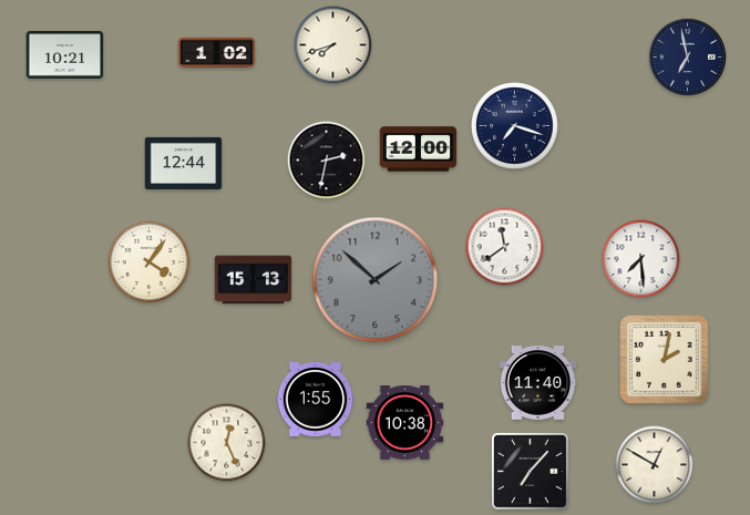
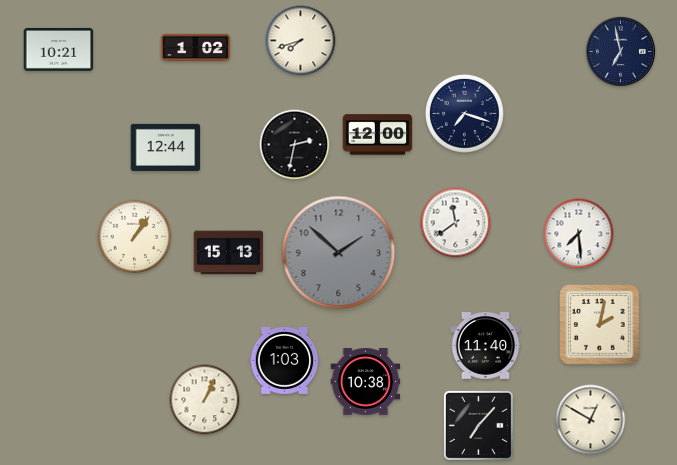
clock at (150, 262): 4:06 -> 1:06
clock at (316, 400): 1:55 -> 1:03
clock at (227, 443): 12:26 -> 1:04
